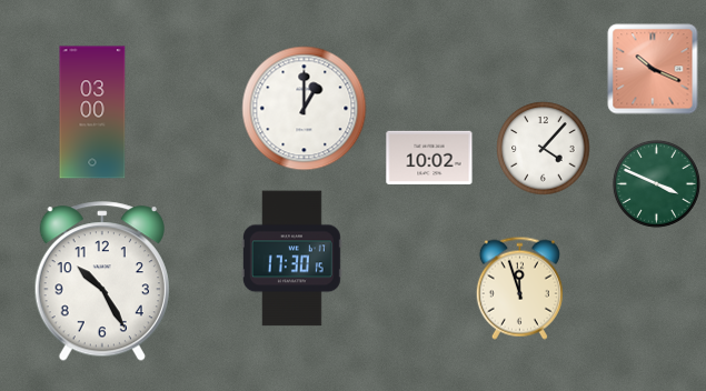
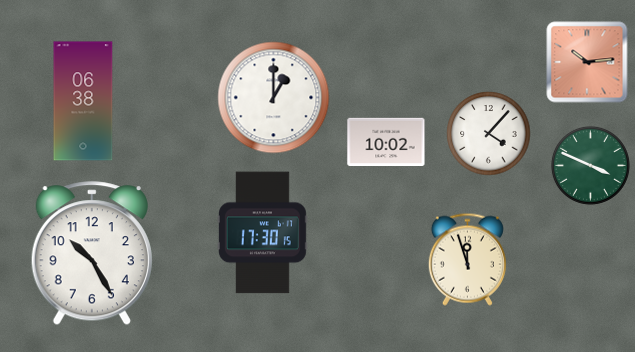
clock at (653, 69): 10:19 -> 10:14
clock at (92, 112): 03:00 -> 06:38
